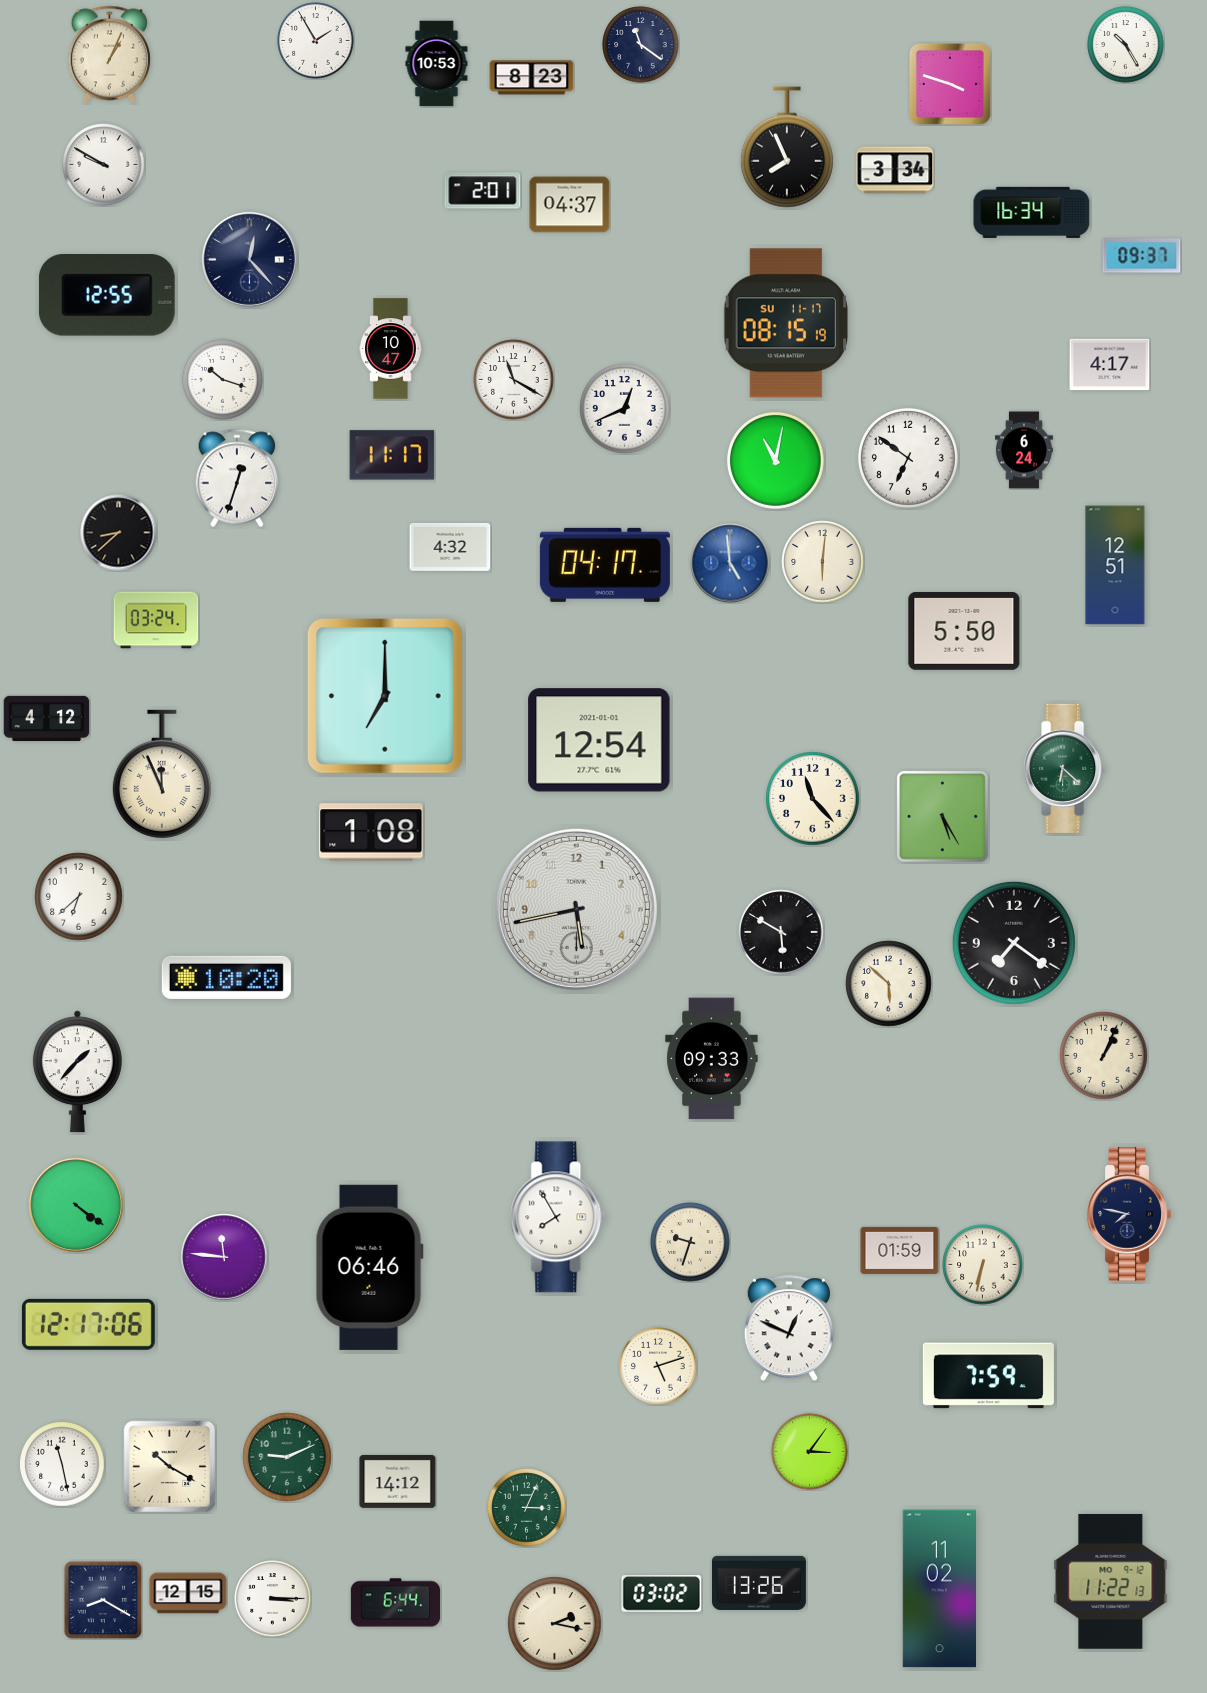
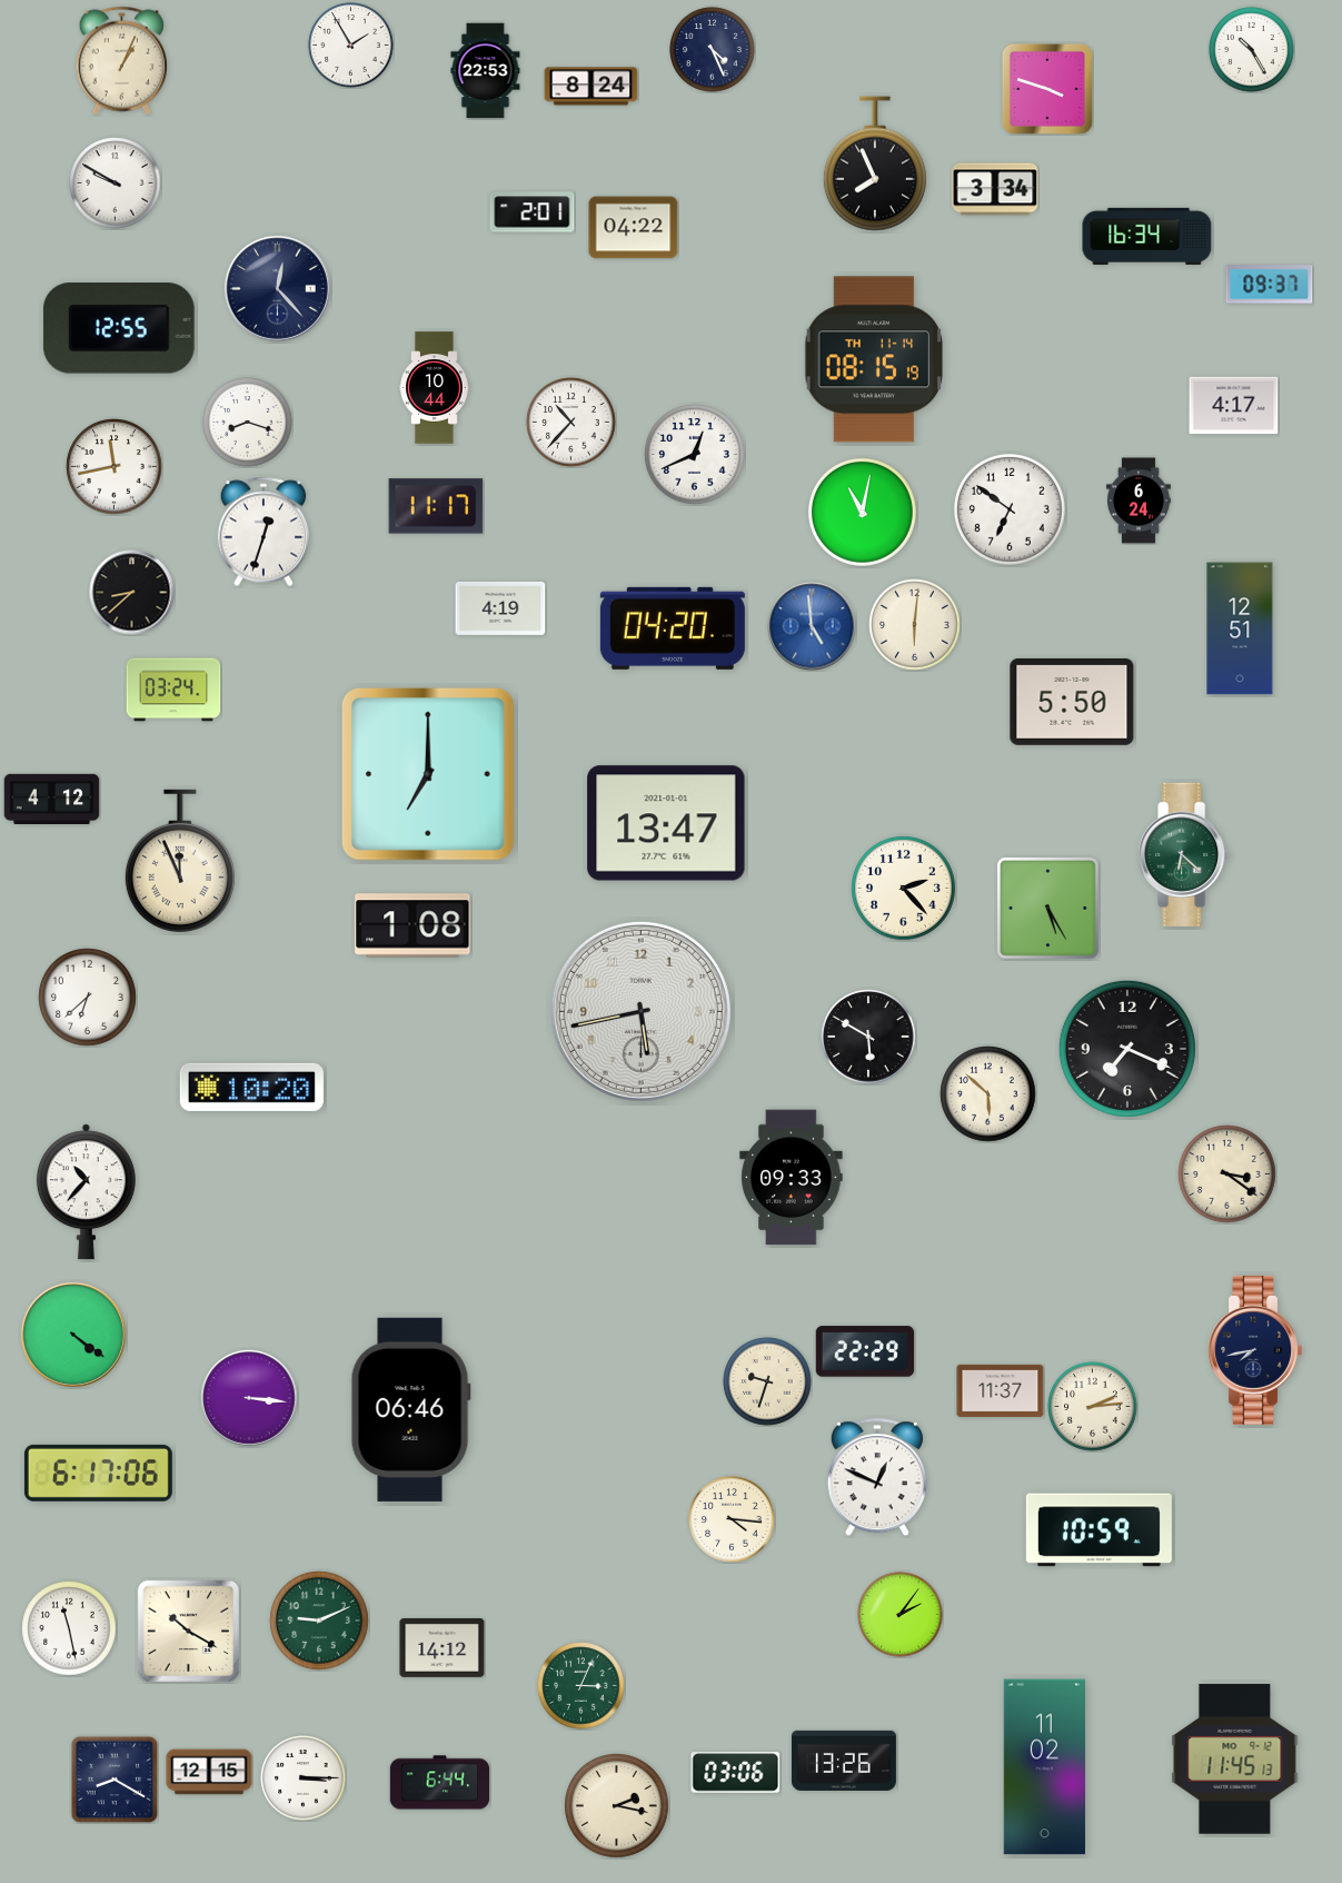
clock at (641, 45): 11:21 -> 4:26
clock at (437, 64): 10:53 -> 22:53
clock at (532, 78): 8:23 -> 8:24
clock at (950, 84) position: (950, 84) -> (1047, 89)
clock at (483, 191) position: (483, 191) -> (533, 212)
clock at (570, 205): 04:37 -> 04:22
clock at (786, 323) date: SU 11-17 -> TH 11-14
clock at (391, 349): 10:47 -> 10:44
clock at (223, 380): 10:18 -> 8:18
clock at (514, 380): 11:20 -> 10:37
clock at (115, 467): none -> 11:43
clock at (450, 547): 4:32 -> 4:19
clock at (605, 565): 04:17 -> 04:20
clock at (599, 740): 12:54 -> 13:47
clock at (813, 799): 11:23 -> 2:23
clock at (1014, 943): 7:21 -> 7:19
clock at (1104, 1056): 1:04 -> 3:21
clock at (77, 1072): 1:37 -> 10:37
clock at (76, 1205) position: (76, 1205) -> (73, 1335)
clock at (1129, 1214): 7:47 -> 7:43
clock at (865, 1351): none -> 22:29
clock at (559, 1217): 7:55 -> none
clock at (900, 1250): 01:59 -> 11:37
clock at (224, 1257): 11:46 -> 3:16
clock at (983, 1265): 6:32 -> 2:14
clock at (88, 1324): 12:17 -> 6:17
clock at (658, 1366): 5:12 -> 4:16
clock at (988, 1376): 7:59 -> 10:59
clock at (810, 1452): 3:06 -> 2:06
clock at (527, 1508) position: (527, 1508) -> (581, 1686)
clock at (1111, 1581): 11:22 -> 11:45
clock at (662, 1594): 03:02 -> 03:06
